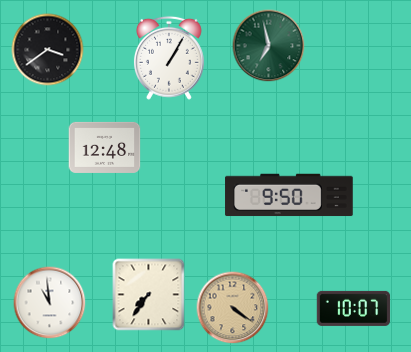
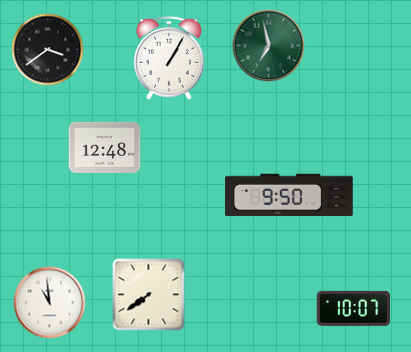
clock at (149, 295): 7:36 -> 7:39
clock at (233, 308): 4:21 -> none
